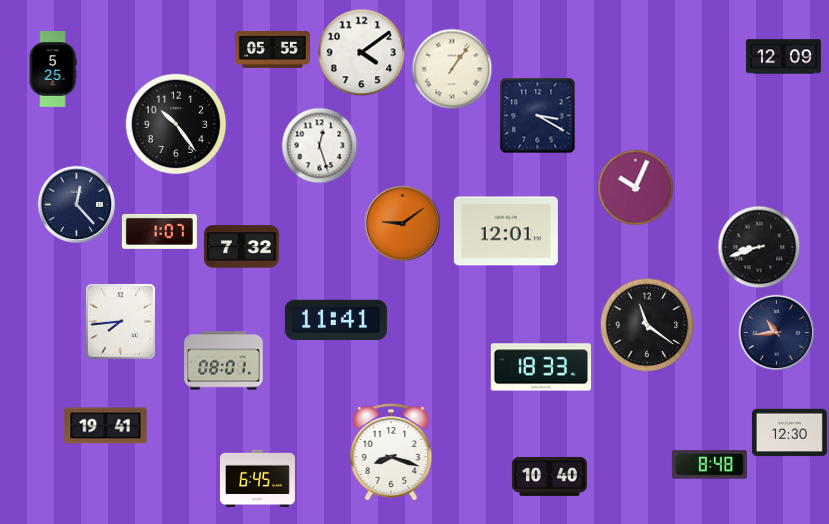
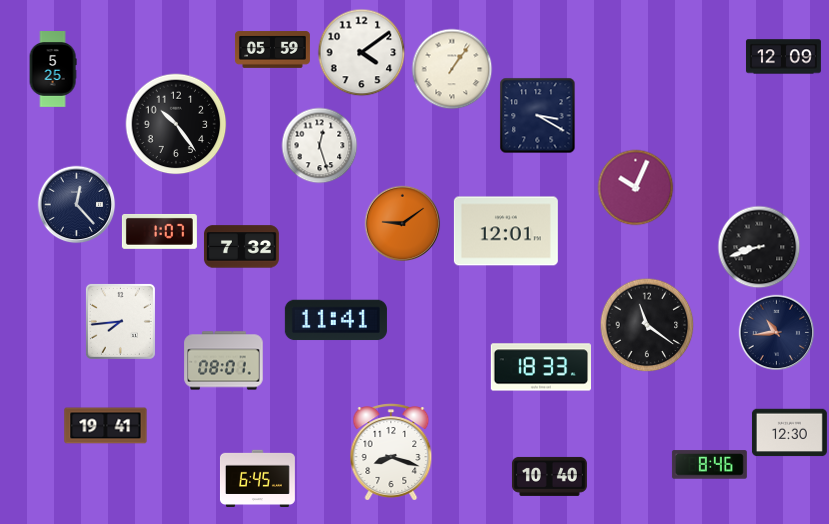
clock at (272, 50): 05:55 -> 05:59
clock at (709, 465): 8:48 -> 8:46
